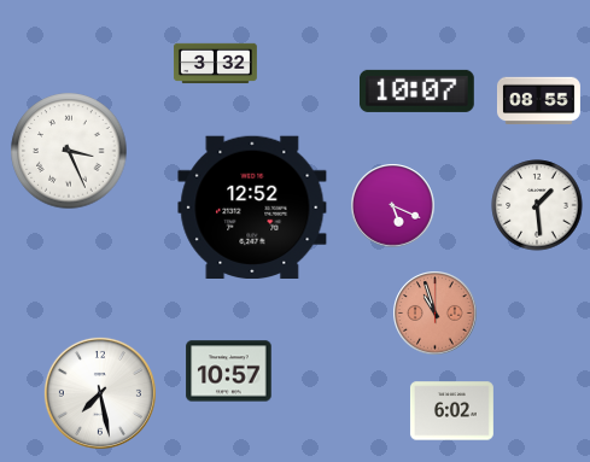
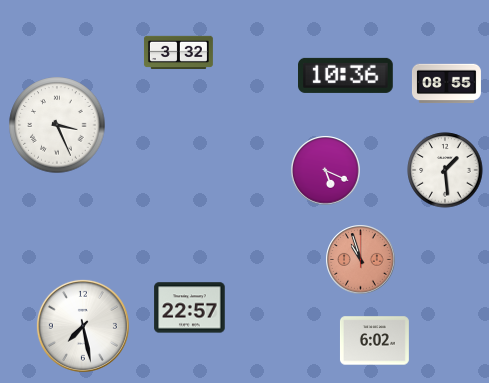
clock at (417, 90): 10:07 -> 10:36
clock at (252, 206): 12:52 -> none
clock at (229, 372): 10:57 -> 22:57
